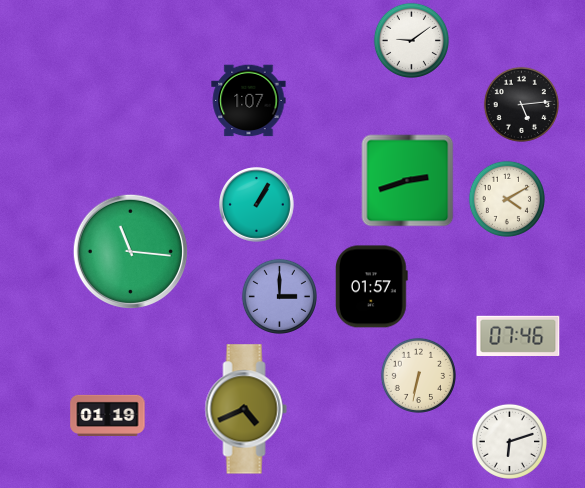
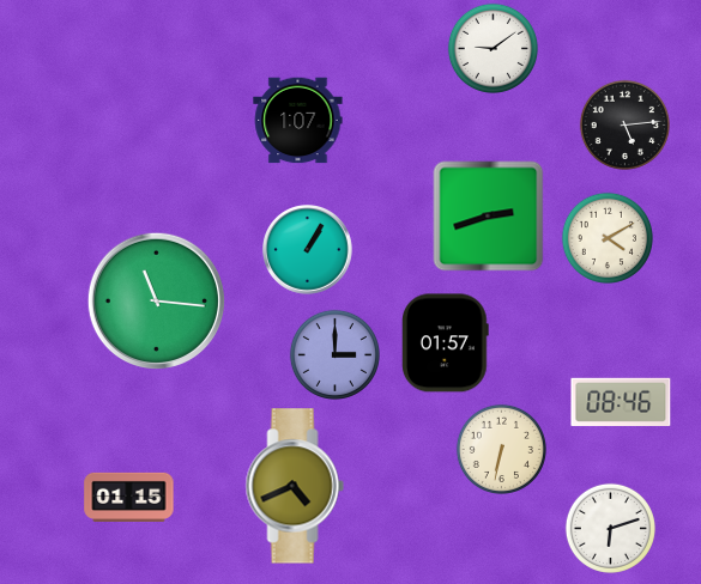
clock at (257, 205) position: (257, 205) -> (308, 250)
clock at (518, 335): 07:46 -> 08:46
clock at (246, 409) position: (246, 409) -> (295, 486)
clock at (108, 415): 01:19 -> 01:15
